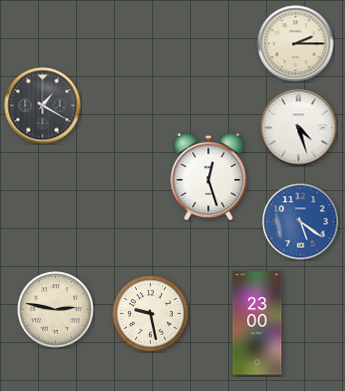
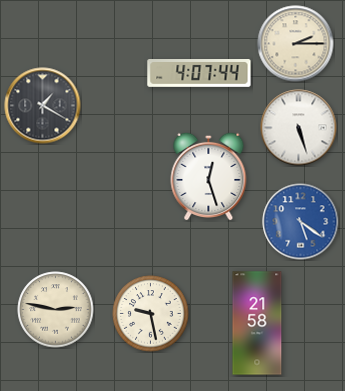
clock at (199, 74): none -> 4:07
clock at (299, 128): 4:27 -> 5:27
clock at (257, 323): 23:00 -> 21:58
